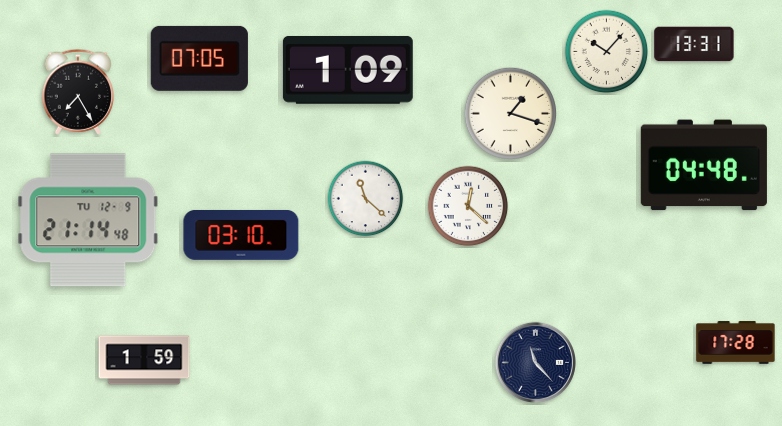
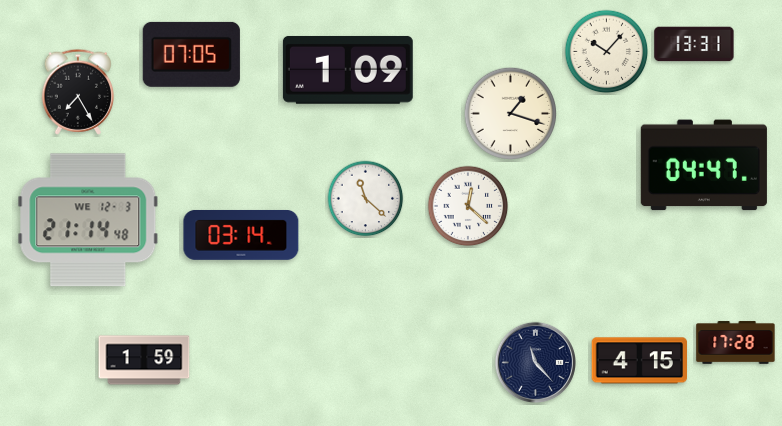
clock at (199, 58) position: (199, 58) -> (191, 54)
clock at (704, 165): 04:48 -> 04:47
clock at (88, 220) date: TU 12-9 -> WE 12-3
clock at (241, 235): 03:10 -> 03:14
clock at (640, 361): none -> 4:15
